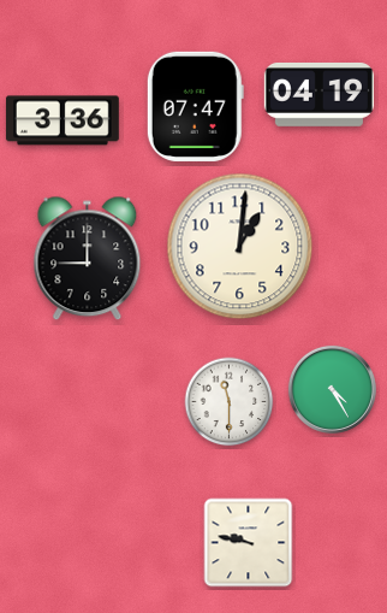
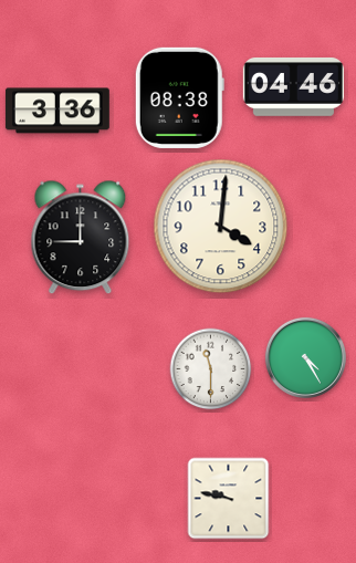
clock at (318, 94): 04:19 -> 04:46
clock at (195, 106): 07:47 -> 08:38
clock at (240, 247): 1:01 -> 4:01
